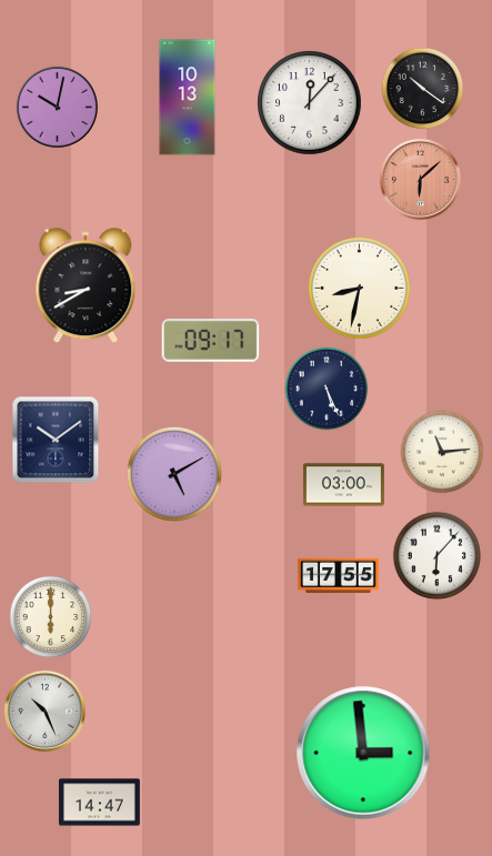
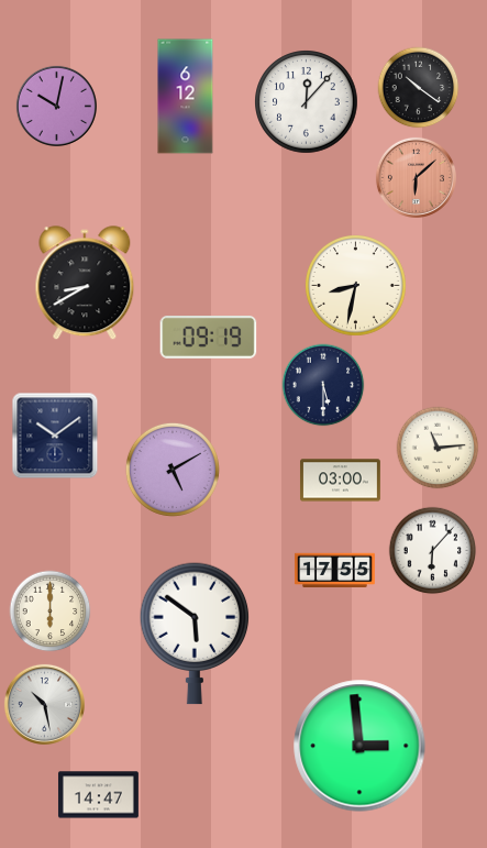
clock at (188, 98): 10:13 -> 6:12
clock at (211, 341): 09:17 -> 09:19
clock at (327, 389): 5:26 -> 5:30
clock at (195, 634): none -> 5:51
clock at (44, 711): 10:26 -> 10:28
